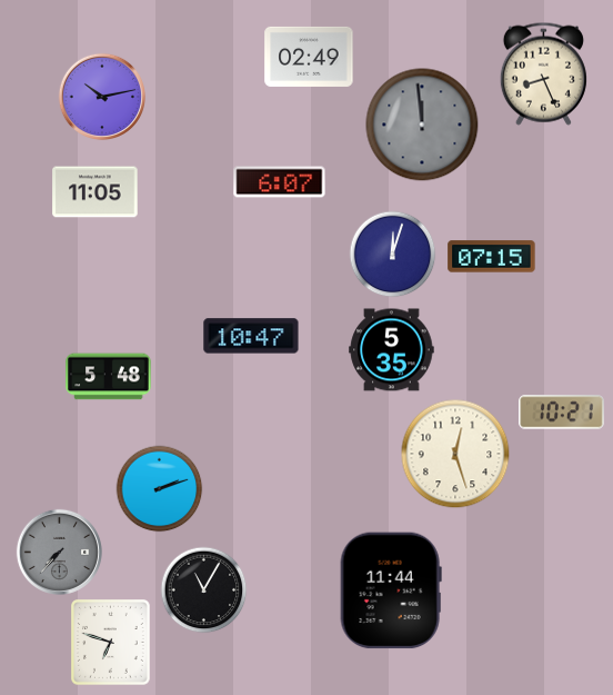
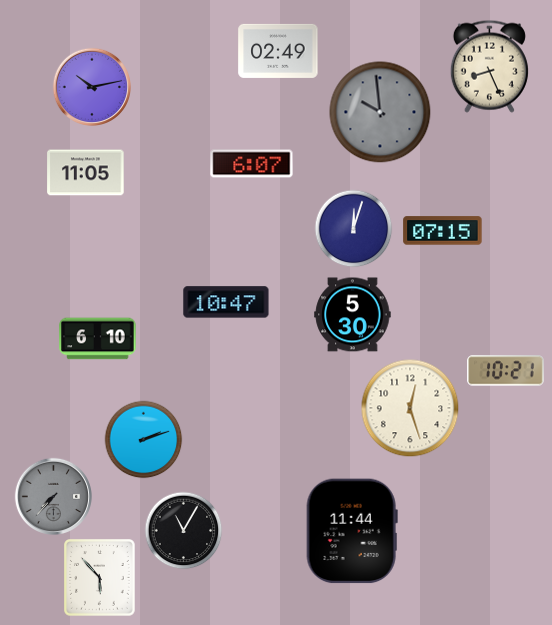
clock at (422, 125): 11:59 -> 9:59
clock at (392, 350): 5:35 -> 5:30
clock at (109, 377): 5:48 -> 6:10
clock at (111, 643): 6:48 -> 5:53
